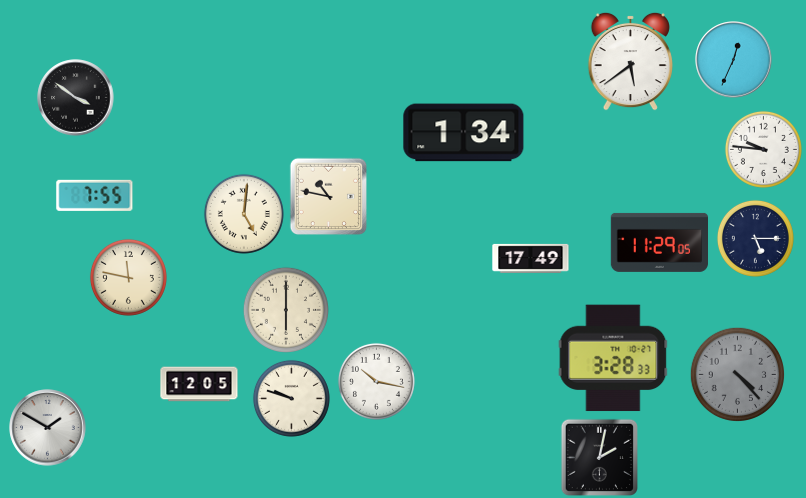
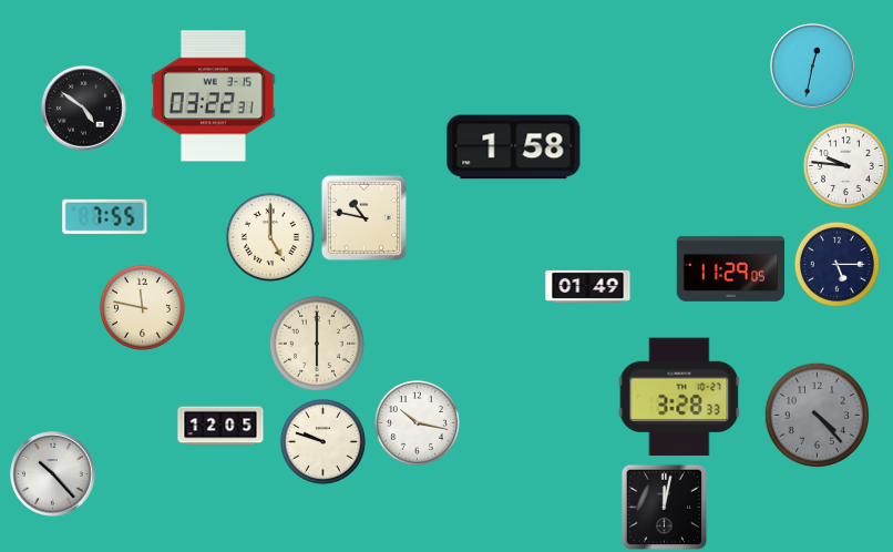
clock at (734, 60): 12:34 -> 12:32
clock at (630, 61): 5:39 -> none
clock at (213, 96): none -> 03:22
clock at (76, 98): 3:51 -> 4:51
clock at (464, 133): 1:34 -> 1:58
clock at (244, 214): 5:01 -> 5:00
clock at (531, 258): 17:49 -> 01:49
clock at (48, 428): 1:50 -> 10:23
clock at (599, 457): 2:02 -> 12:02
